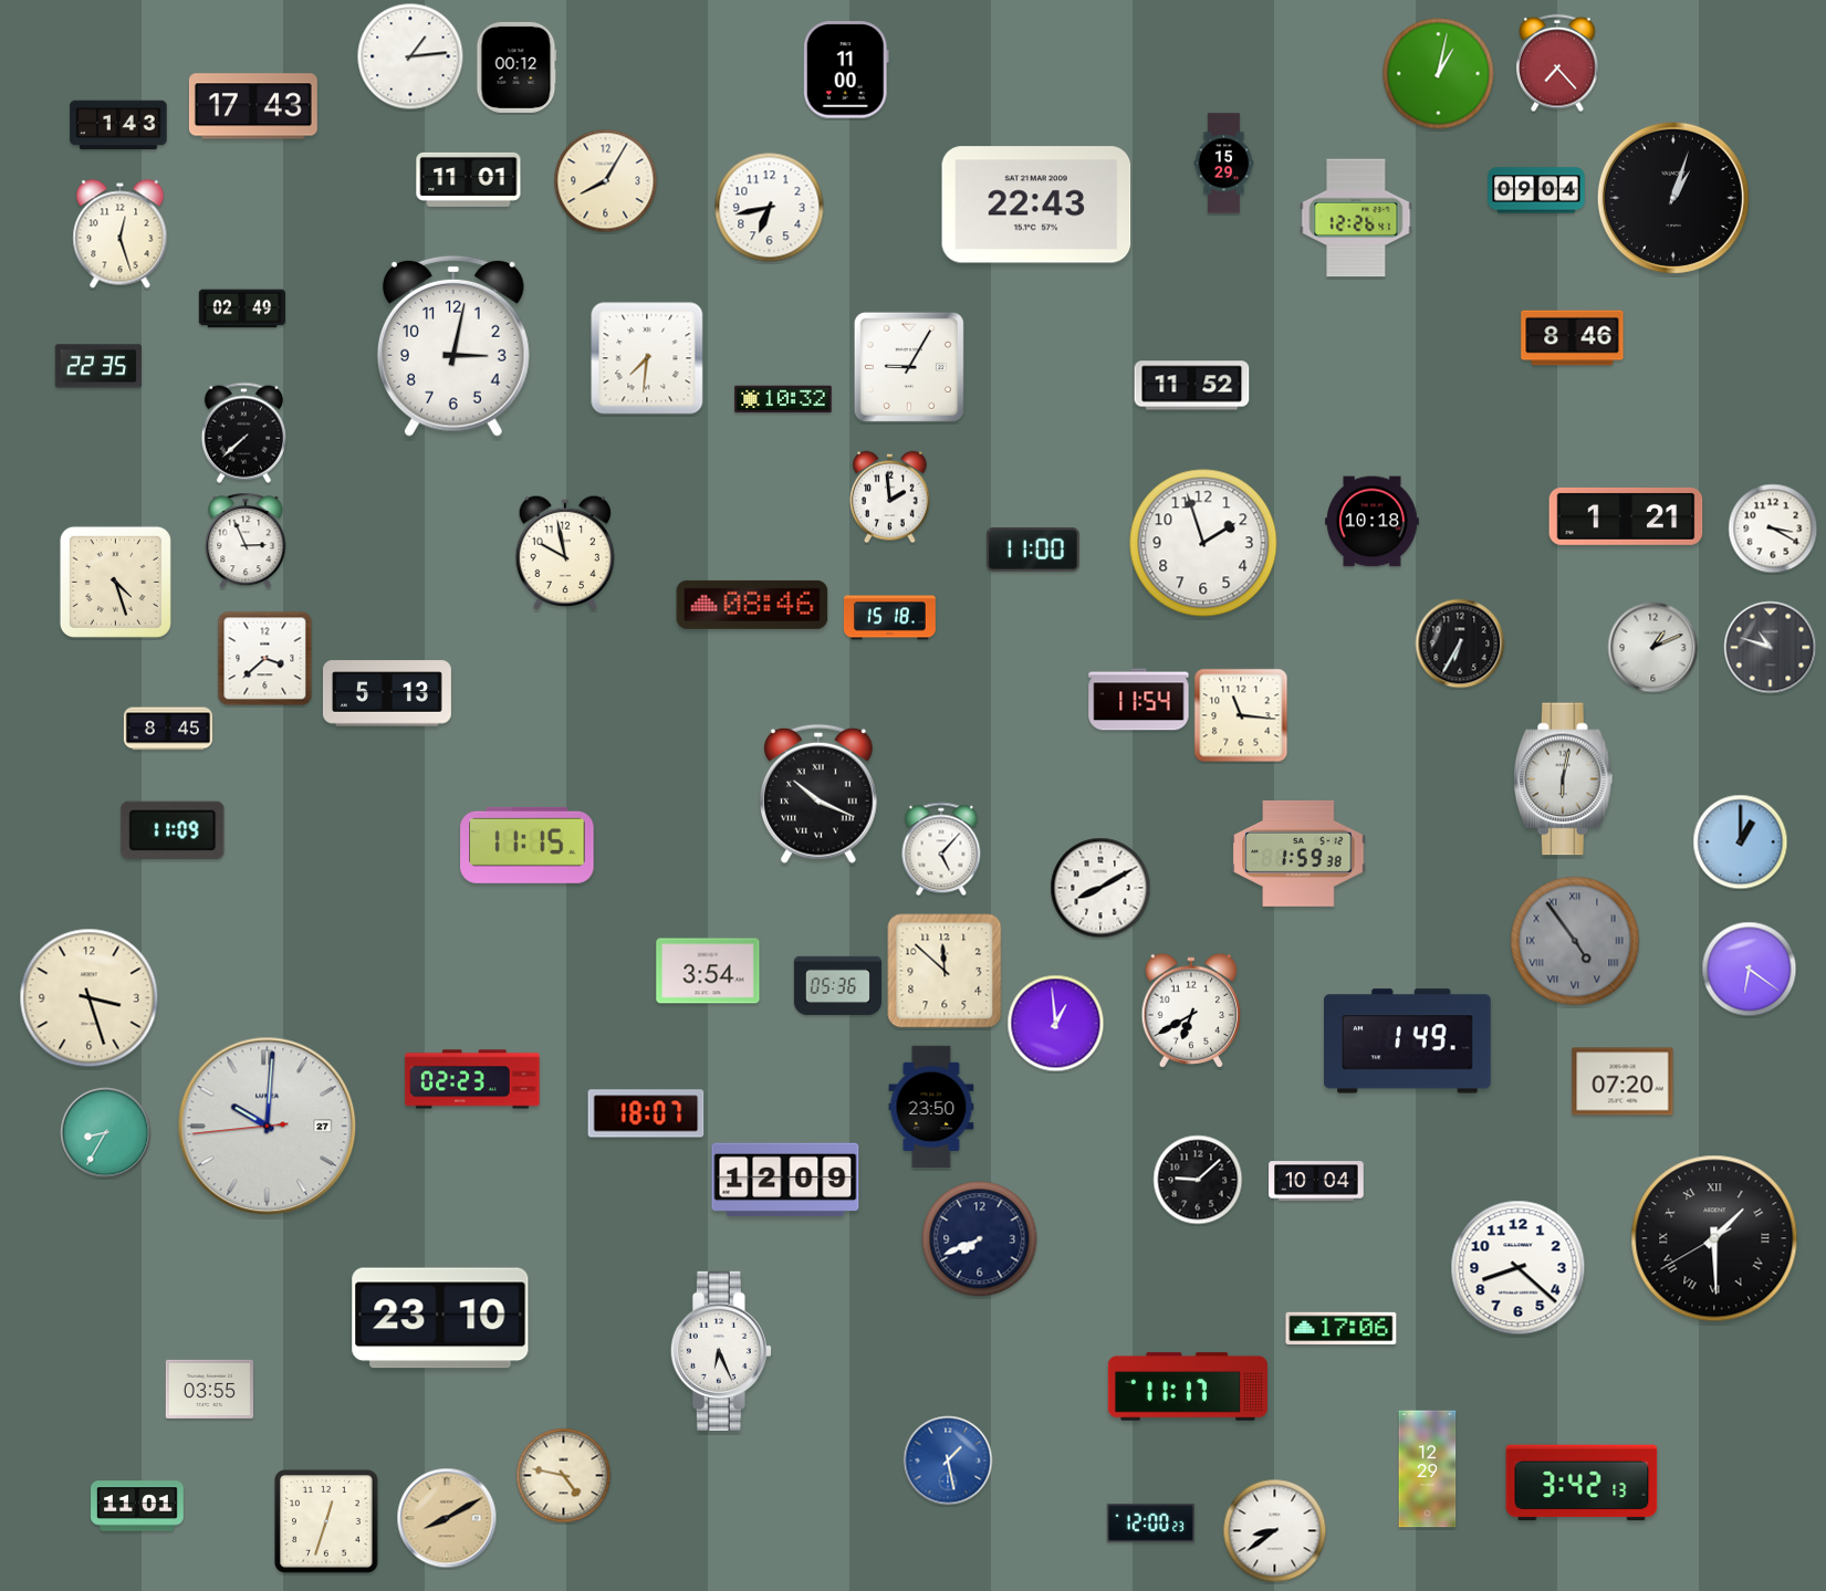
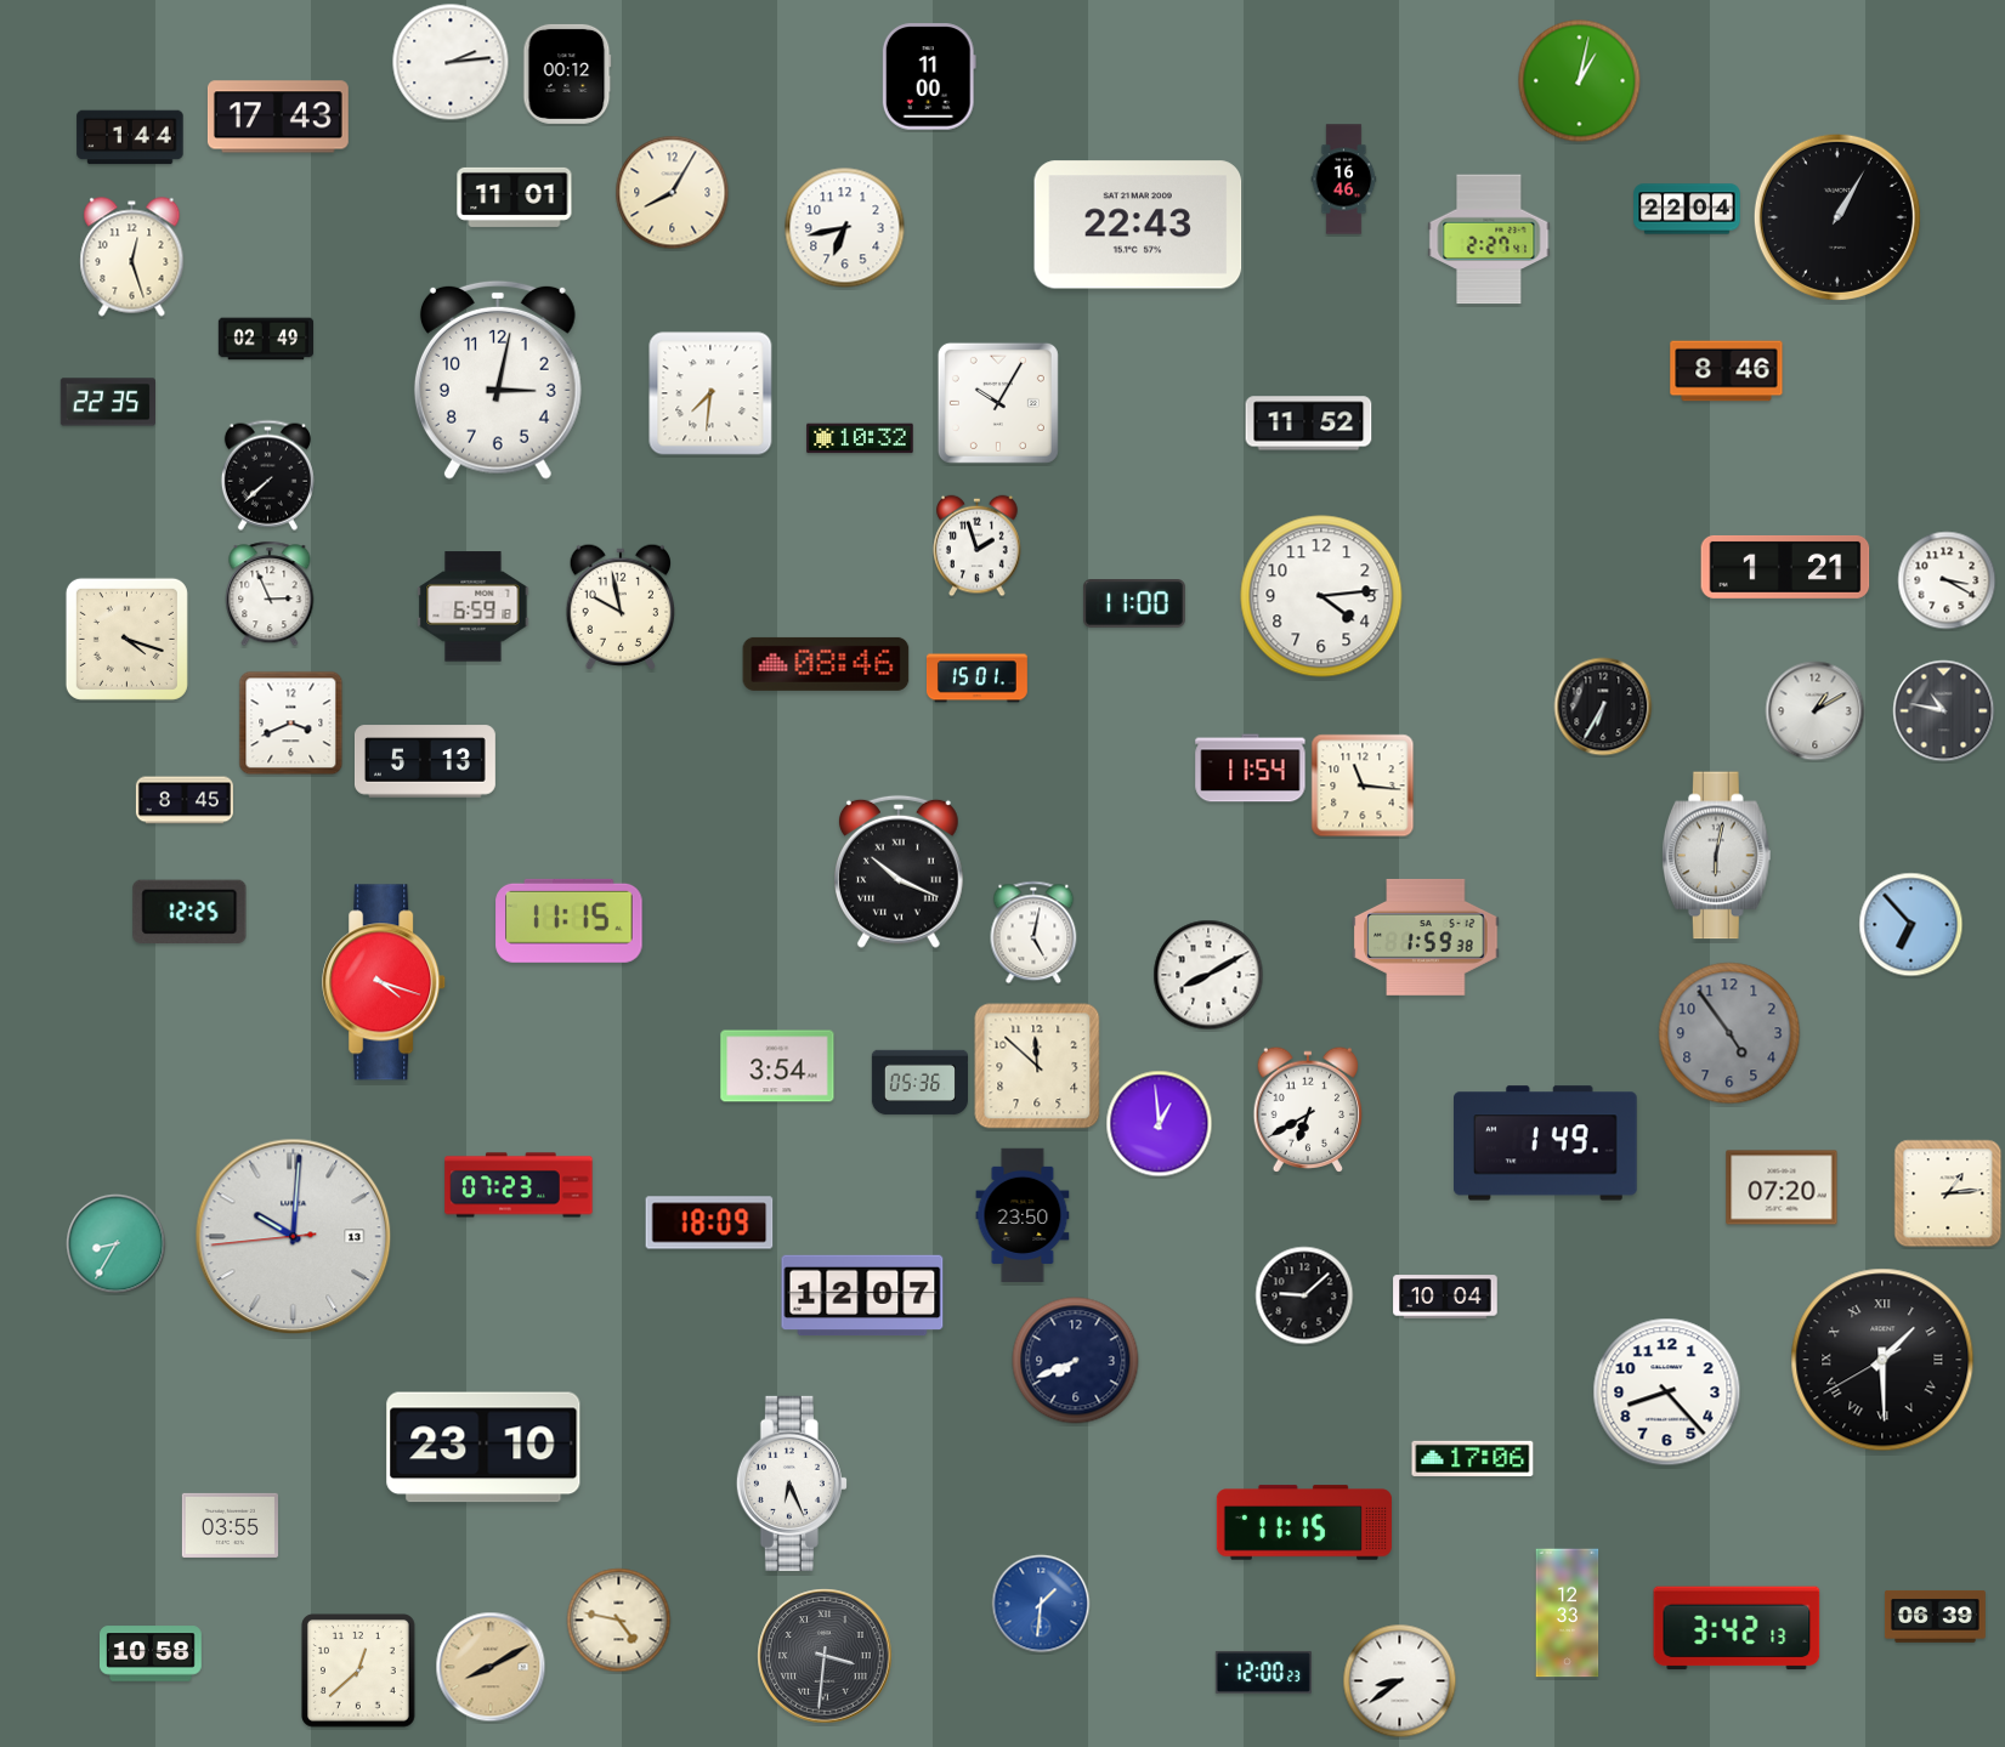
clock at (410, 56): 1:14 -> 2:14
clock at (1557, 63): 7:23 -> none
clock at (118, 125): 1:43 -> 1:44
clock at (1224, 164): 15:29 -> 16:46
clock at (606, 181) position: (606, 181) -> (673, 193)
clock at (1536, 190): 09:04 -> 22:04
clock at (1673, 198): 1:03 -> 1:05
clock at (1356, 218): 12:26 -> 2:27
clock at (909, 367): 9:05 -> 10:05
clock at (890, 498): 1:59 -> 1:57
clock at (1373, 522): 10:18 -> none
clock at (1203, 543): 1:57 -> 4:14
clock at (474, 607): none -> 6:59
clock at (115, 582): 4:27 -> 4:18
clock at (889, 618): 15:18 -> 15:01
clock at (1653, 648): 1:11 -> 1:10
clock at (1771, 648): 10:48 -> 10:47
clock at (265, 659): 3:38 -> 3:41
clock at (173, 830): 11:09 -> 12:25
clock at (1741, 842): 1:00 -> 6:53
clock at (528, 845) position: (528, 845) -> (570, 920)
clock at (941, 849): 5:07 -> 5:02
clock at (385, 982): none -> 4:18
clock at (1575, 941) numerals: Roman -> Arabic
clock at (1750, 970): 6:21 -> none
clock at (90, 998): 3:27 -> none
clock at (472, 1079): 02:23 -> 07:23
clock at (1948, 1193): none -> 1:14
clock at (646, 1113): 18:07 -> 18:09
clock at (268, 1127) date: 27 -> 13
clock at (785, 1180): 12:09 -> 12:07
clock at (1198, 1180) position: (1198, 1180) -> (1304, 1295)
clock at (1519, 1268): 8:22 -> 8:23
clock at (1188, 1386): 11:17 -> 11:15
clock at (948, 1461): 1:28 -> 1:31
clock at (1428, 1469): 12:29 -> 12:33
clock at (1935, 1617): none -> 06:39
clock at (138, 1506): 11:01 -> 10:58
clock at (825, 1656): none -> 3:31
clock at (327, 1522): 12:33 -> 12:38
